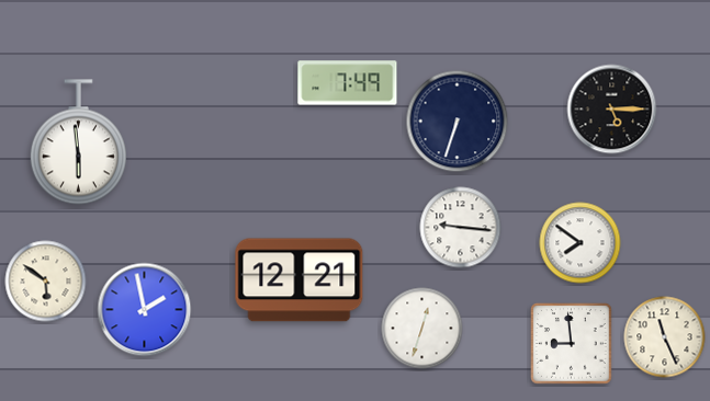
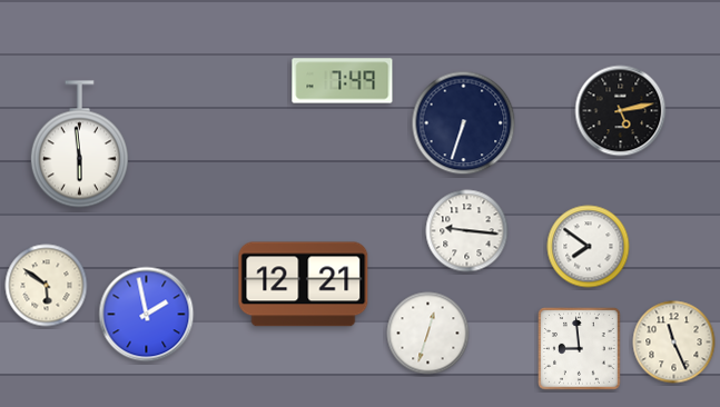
clock at (348, 83) position: (348, 83) -> (343, 81)
clock at (612, 110): 5:15 -> 5:13
